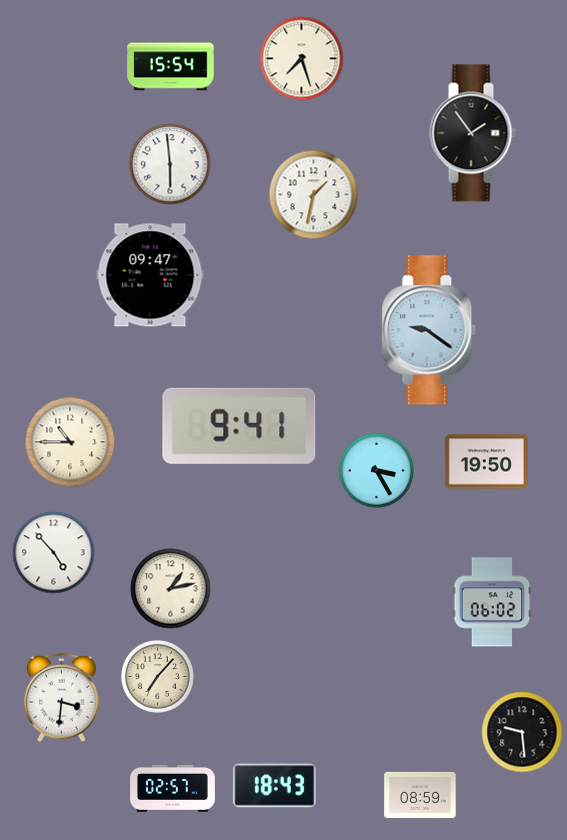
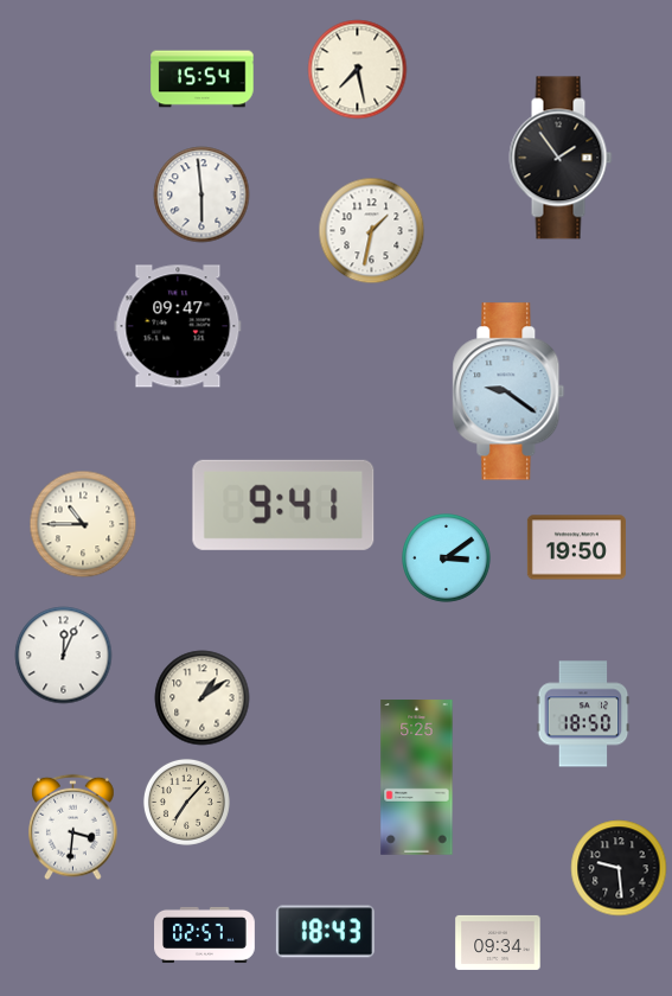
clock at (302, 59): 7:27 -> 7:28
clock at (377, 471): 3:25 -> 3:09
clock at (54, 553): 4:53 -> 12:04
clock at (171, 589): 1:13 -> 1:09
clock at (492, 602): 06:02 -> 18:50
clock at (417, 778): none -> 5:25
clock at (420, 795): 08:59 -> 09:34
